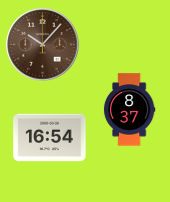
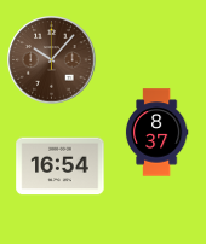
clock at (43, 45) position: (43, 45) -> (52, 60)
